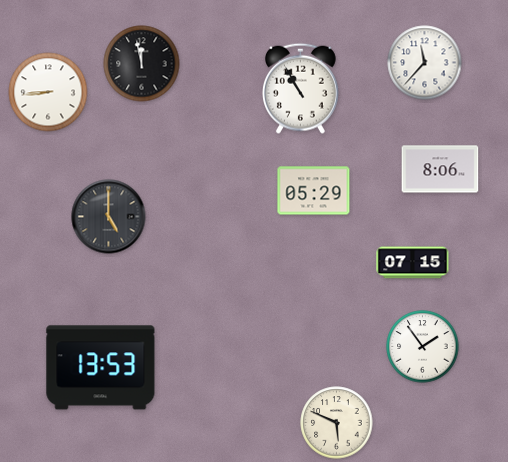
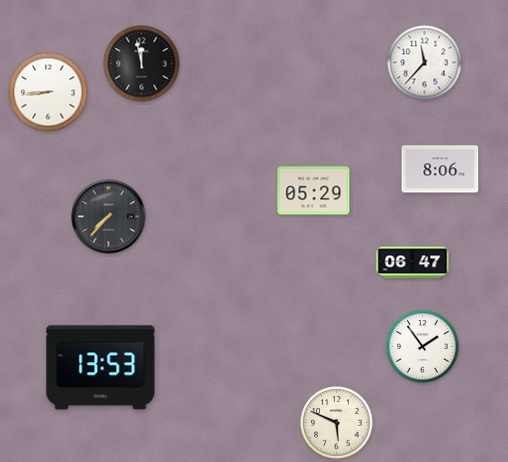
clock at (300, 88): 10:55 -> none
clock at (109, 217): 5:00 -> 7:37
clock at (413, 263): 07:15 -> 06:47
